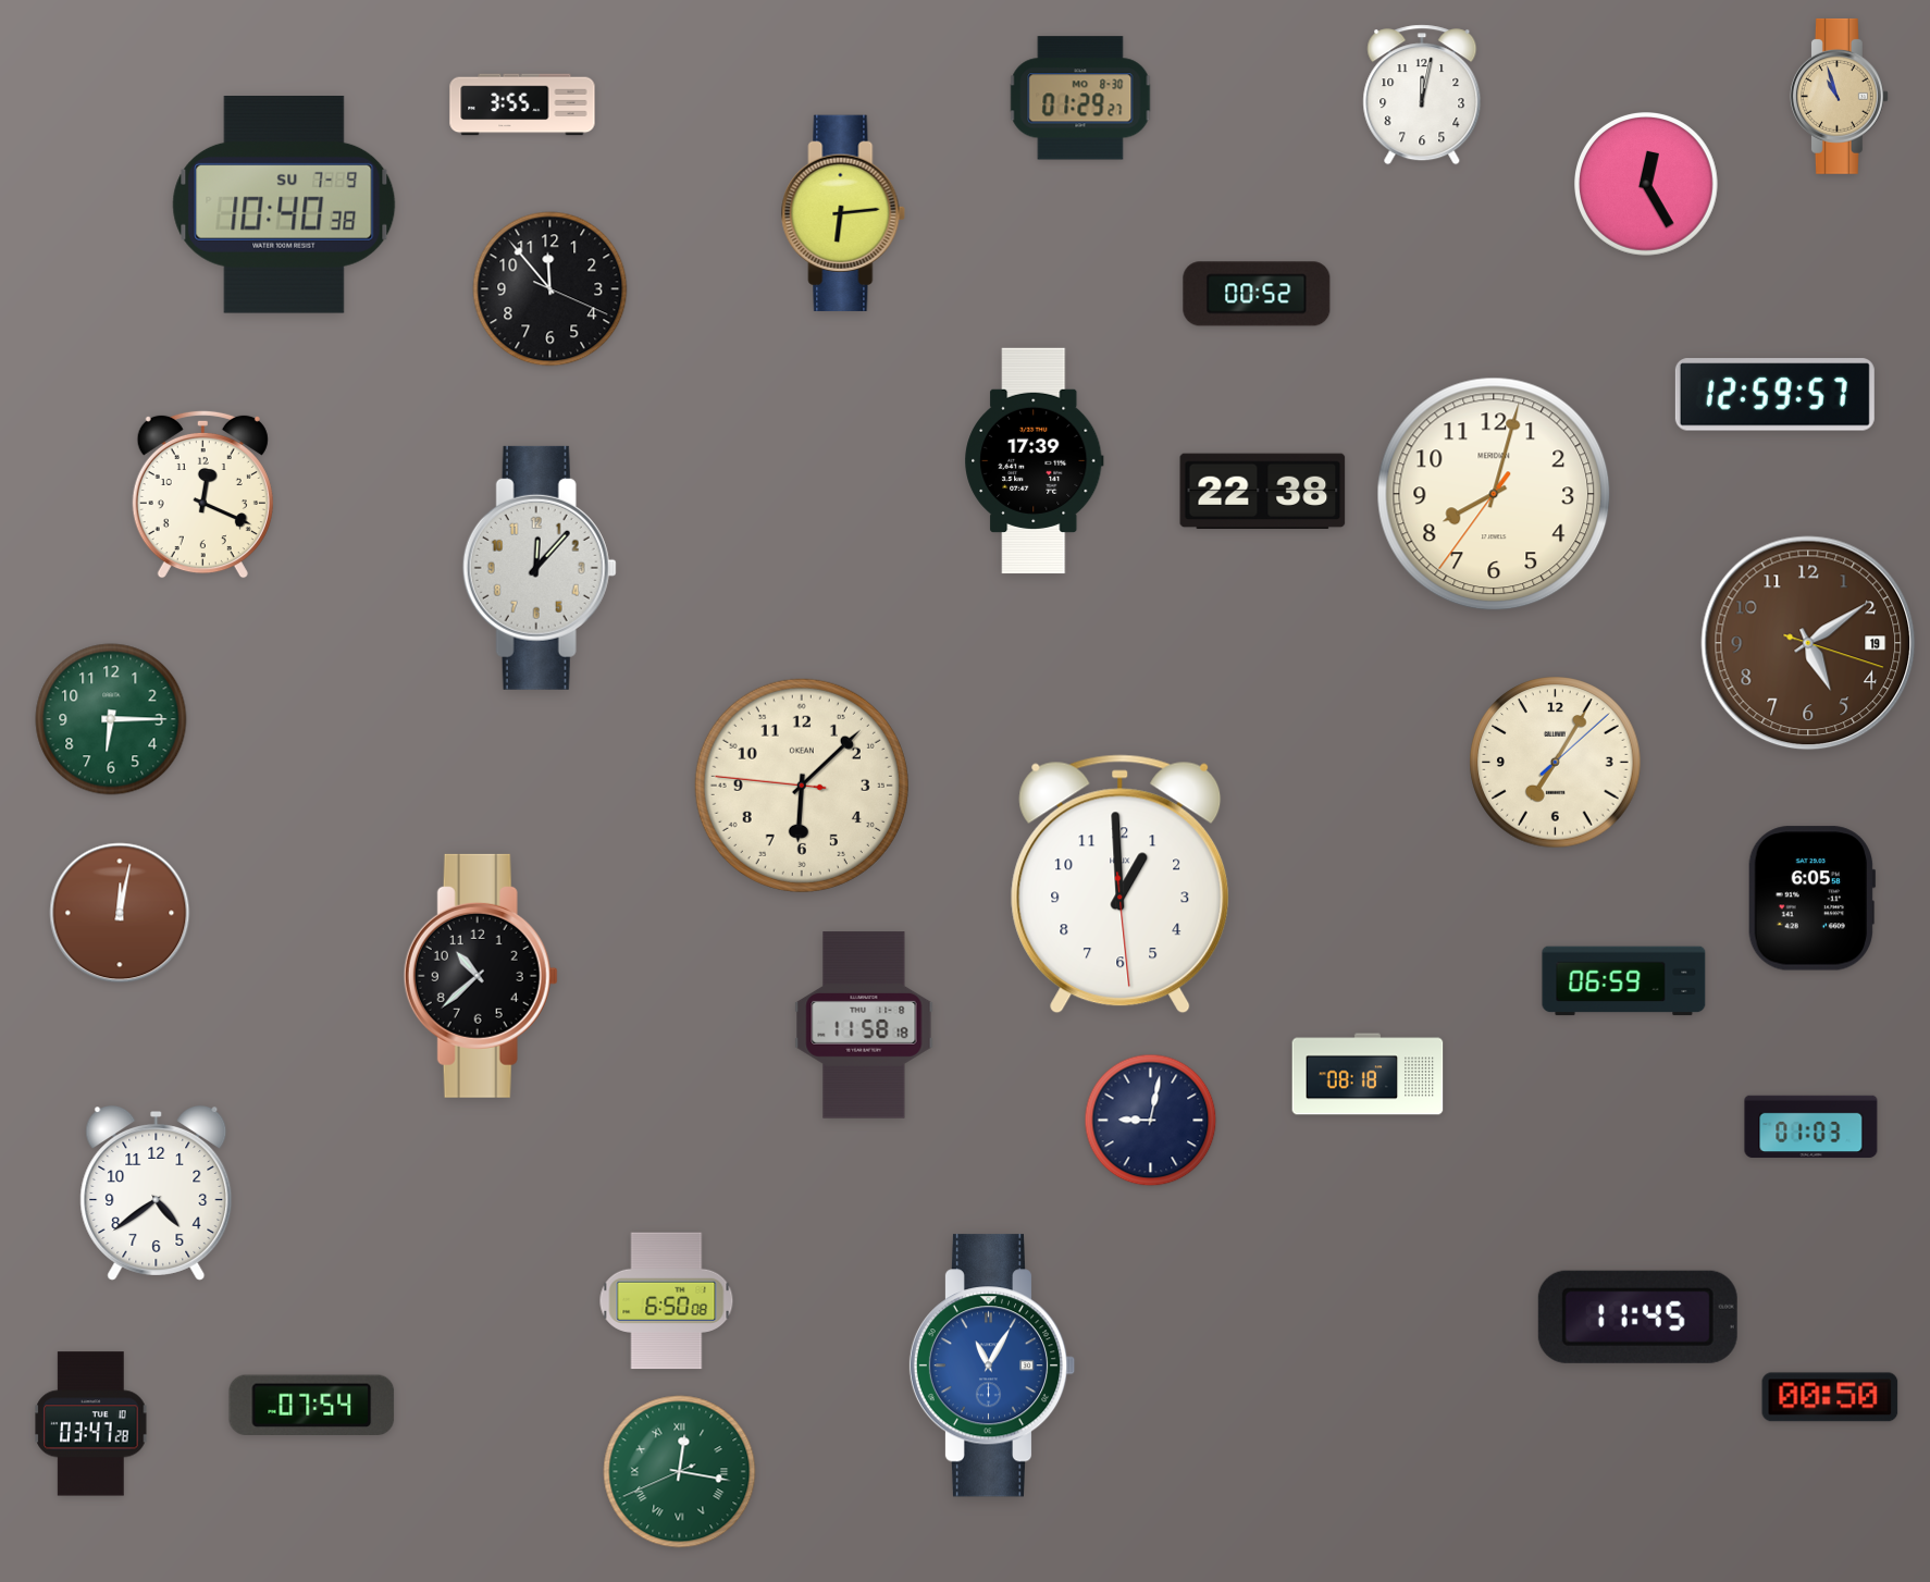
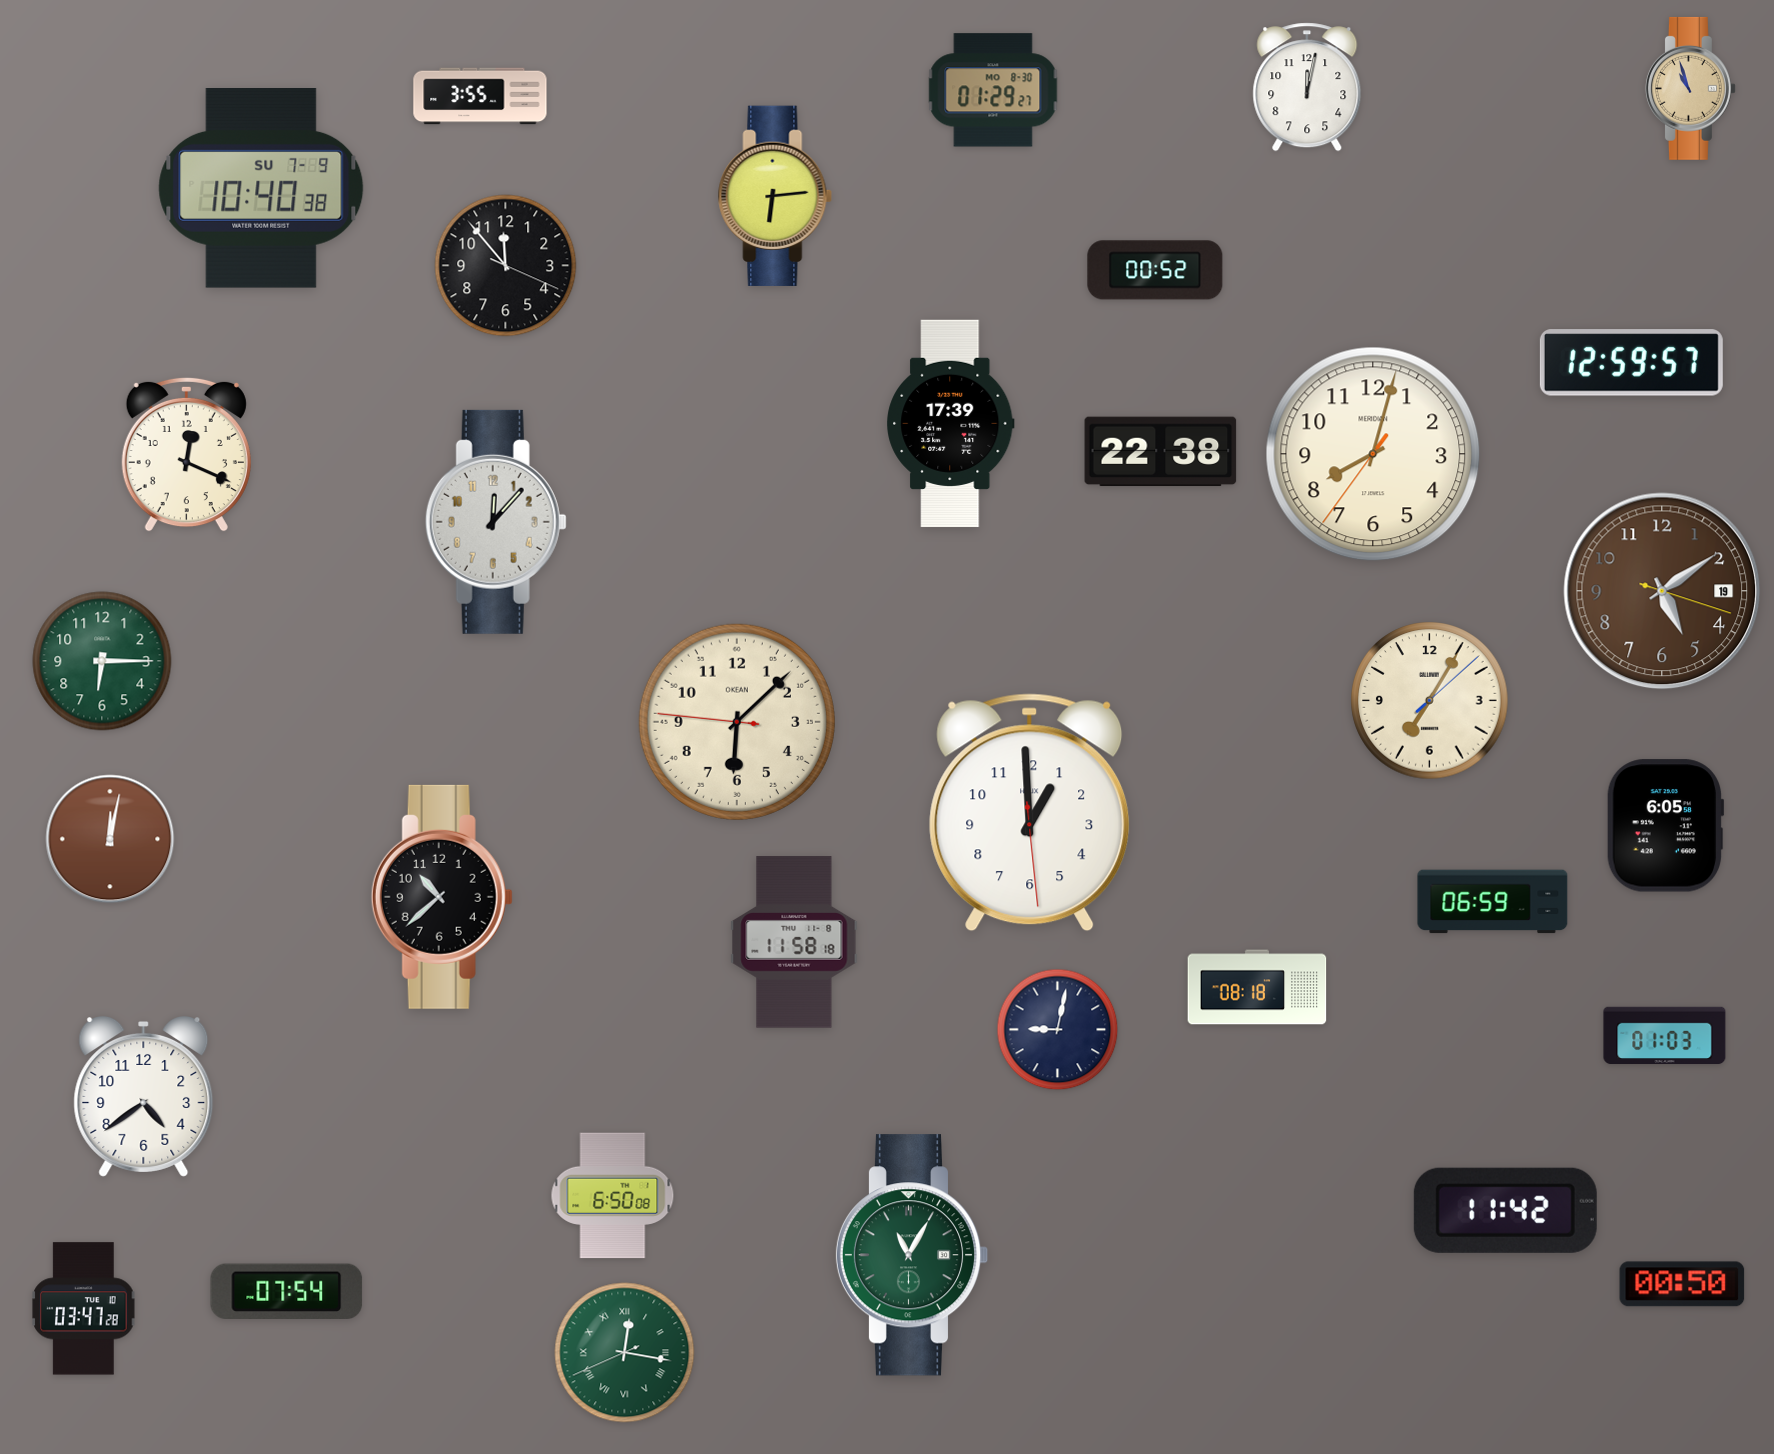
clock at (1647, 185): 12:25 -> none
clock at (1637, 1317): 11:45 -> 11:42
clock at (992, 1365) dial: blue -> green
